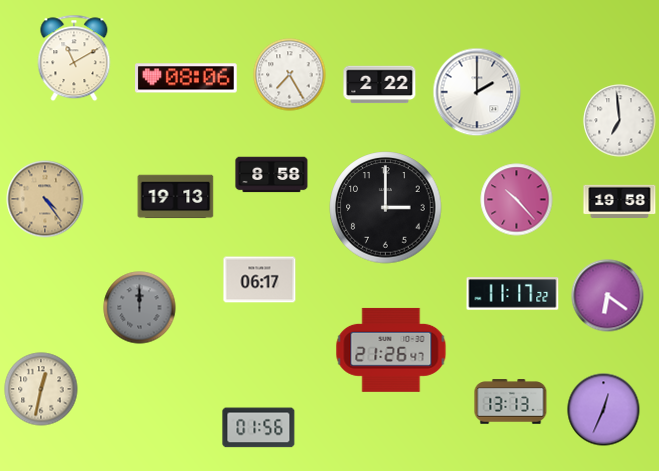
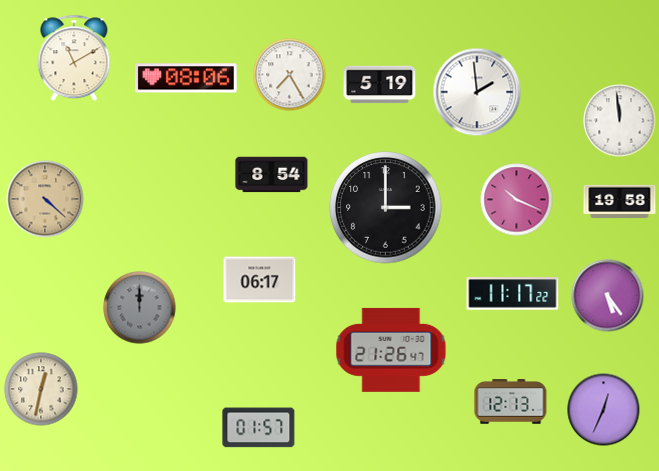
clock at (380, 85): 2:22 -> 5:19
clock at (477, 92): 2:00 -> 1:59
clock at (620, 121): 6:59 -> 11:59
clock at (272, 175): 8:58 -> 8:54
clock at (176, 197): 19:13 -> none
clock at (45, 199): 4:24 -> 4:22
clock at (517, 200): 10:23 -> 10:19
clock at (608, 296): 6:21 -> 5:24
clock at (511, 402): 13:13 -> 12:13
clock at (259, 428): 01:56 -> 01:57
